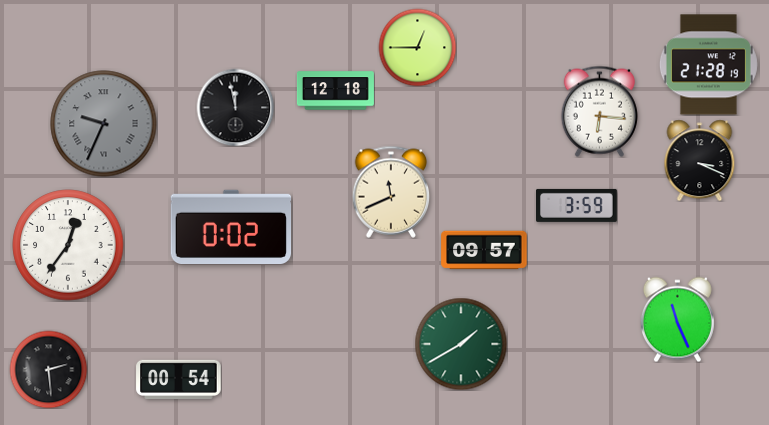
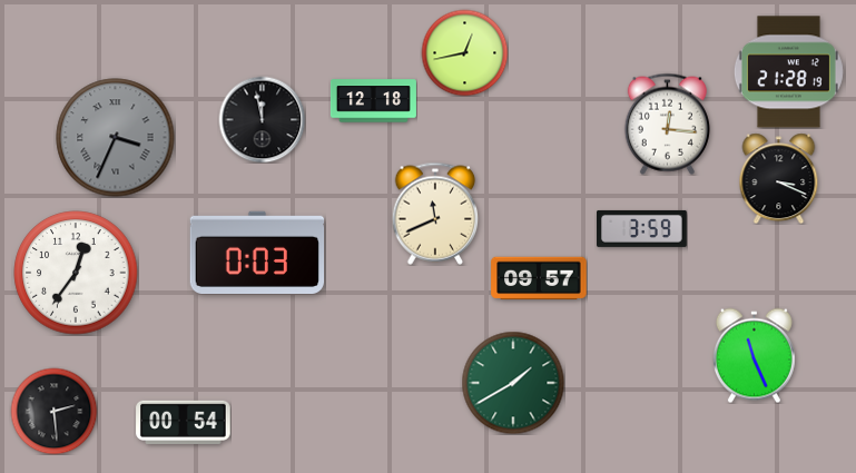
clock at (417, 47): 12:45 -> 12:43
clock at (599, 111): 6:16 -> 12:16
clock at (104, 124): 9:34 -> 3:34
clock at (231, 226): 0:02 -> 0:03
clock at (179, 379) position: (179, 379) -> (184, 422)
